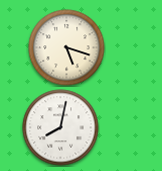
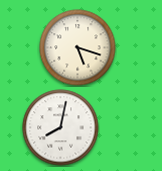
clock at (67, 48) position: (67, 48) -> (78, 48)
